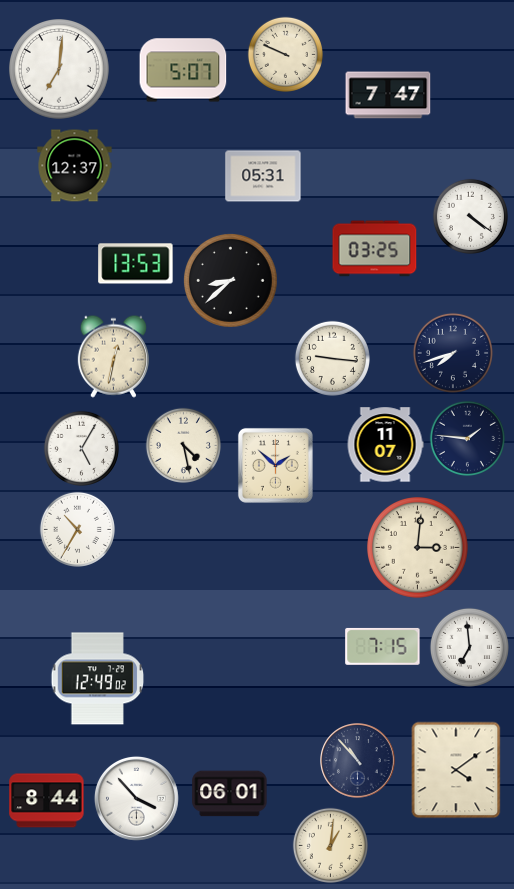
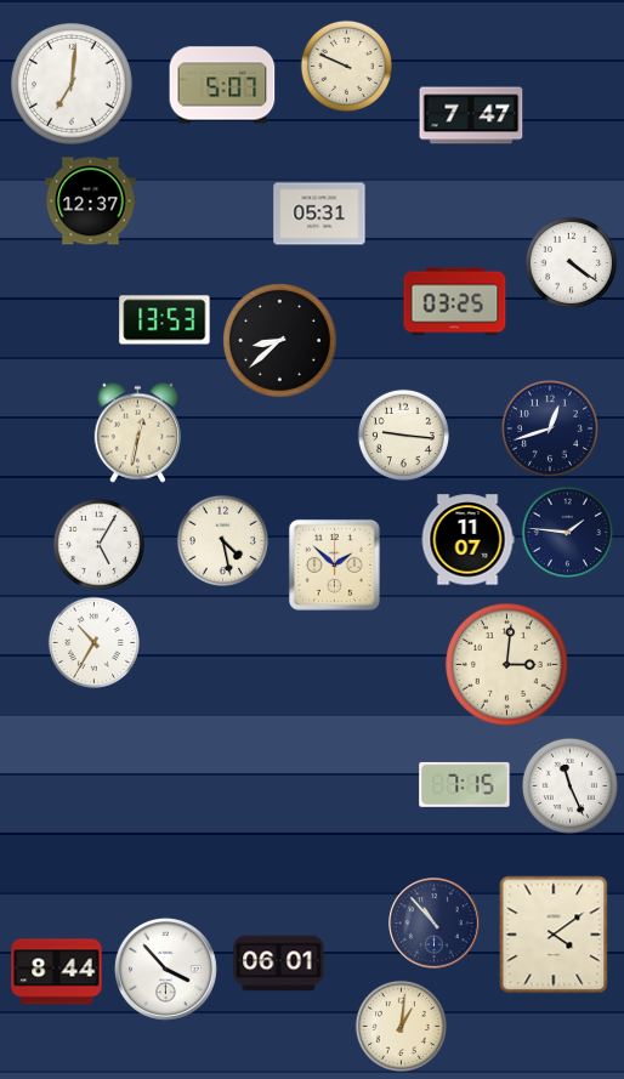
clock at (453, 353): 7:42 -> 12:42
clock at (469, 647): 6:59 -> 11:26
clock at (98, 679): 12:49 -> none
